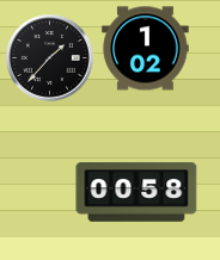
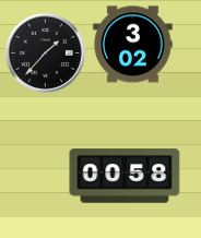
clock at (146, 49): 1:02 -> 3:02
